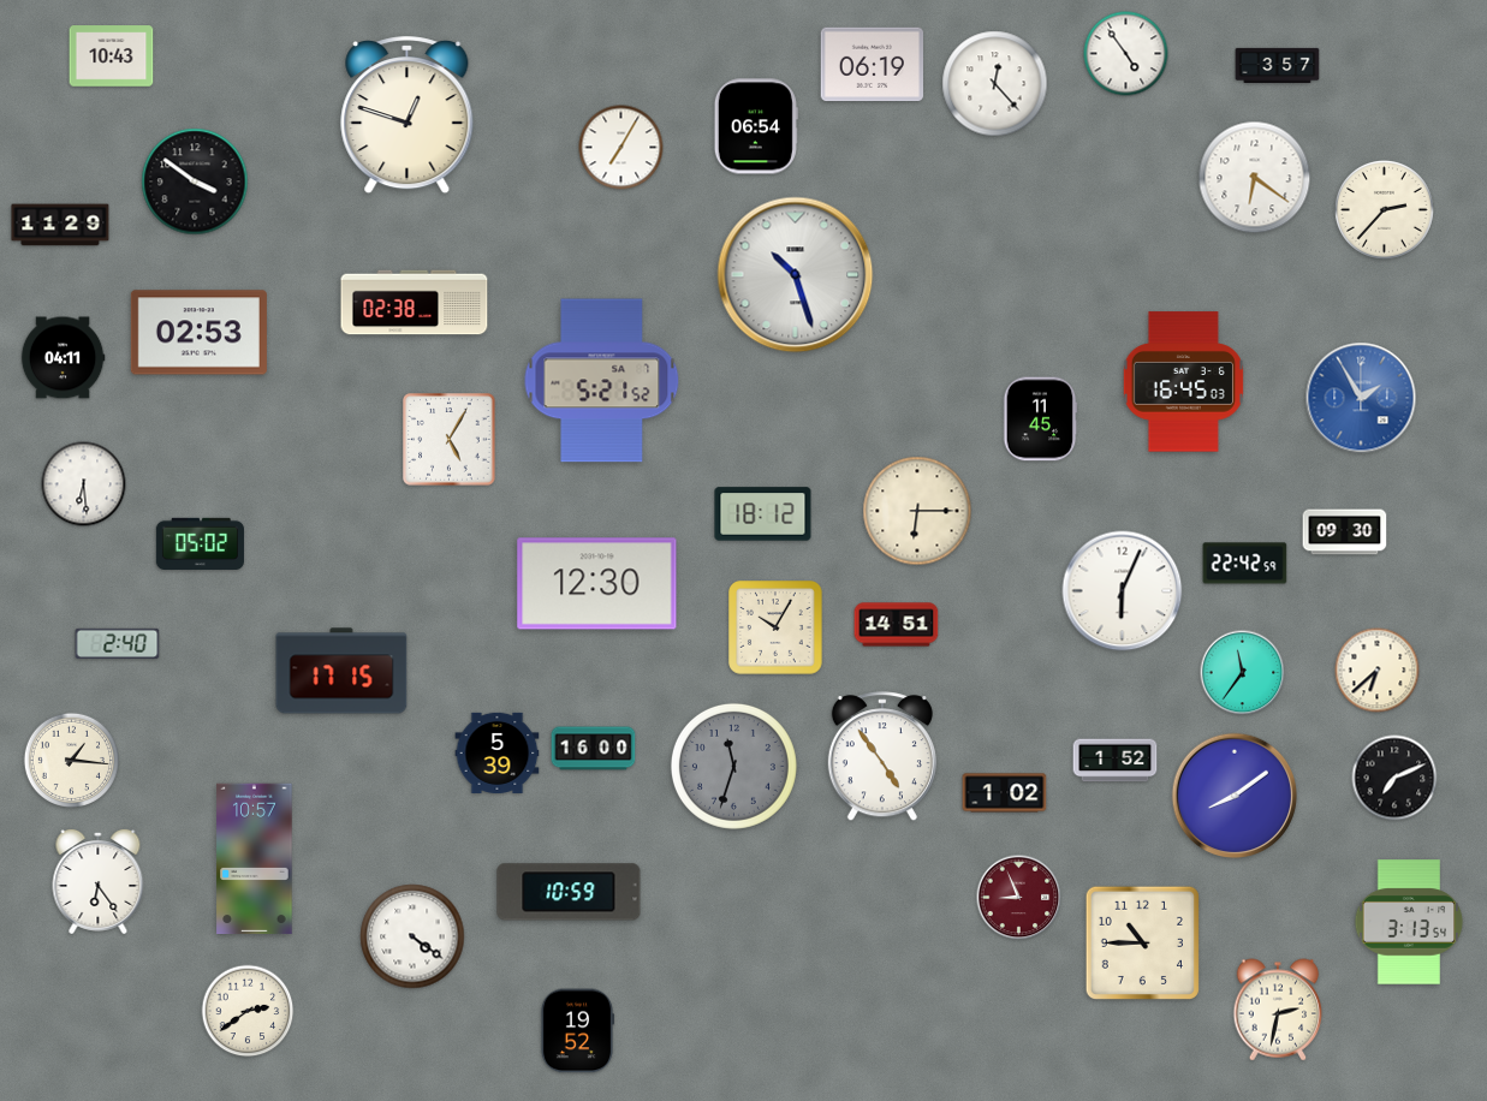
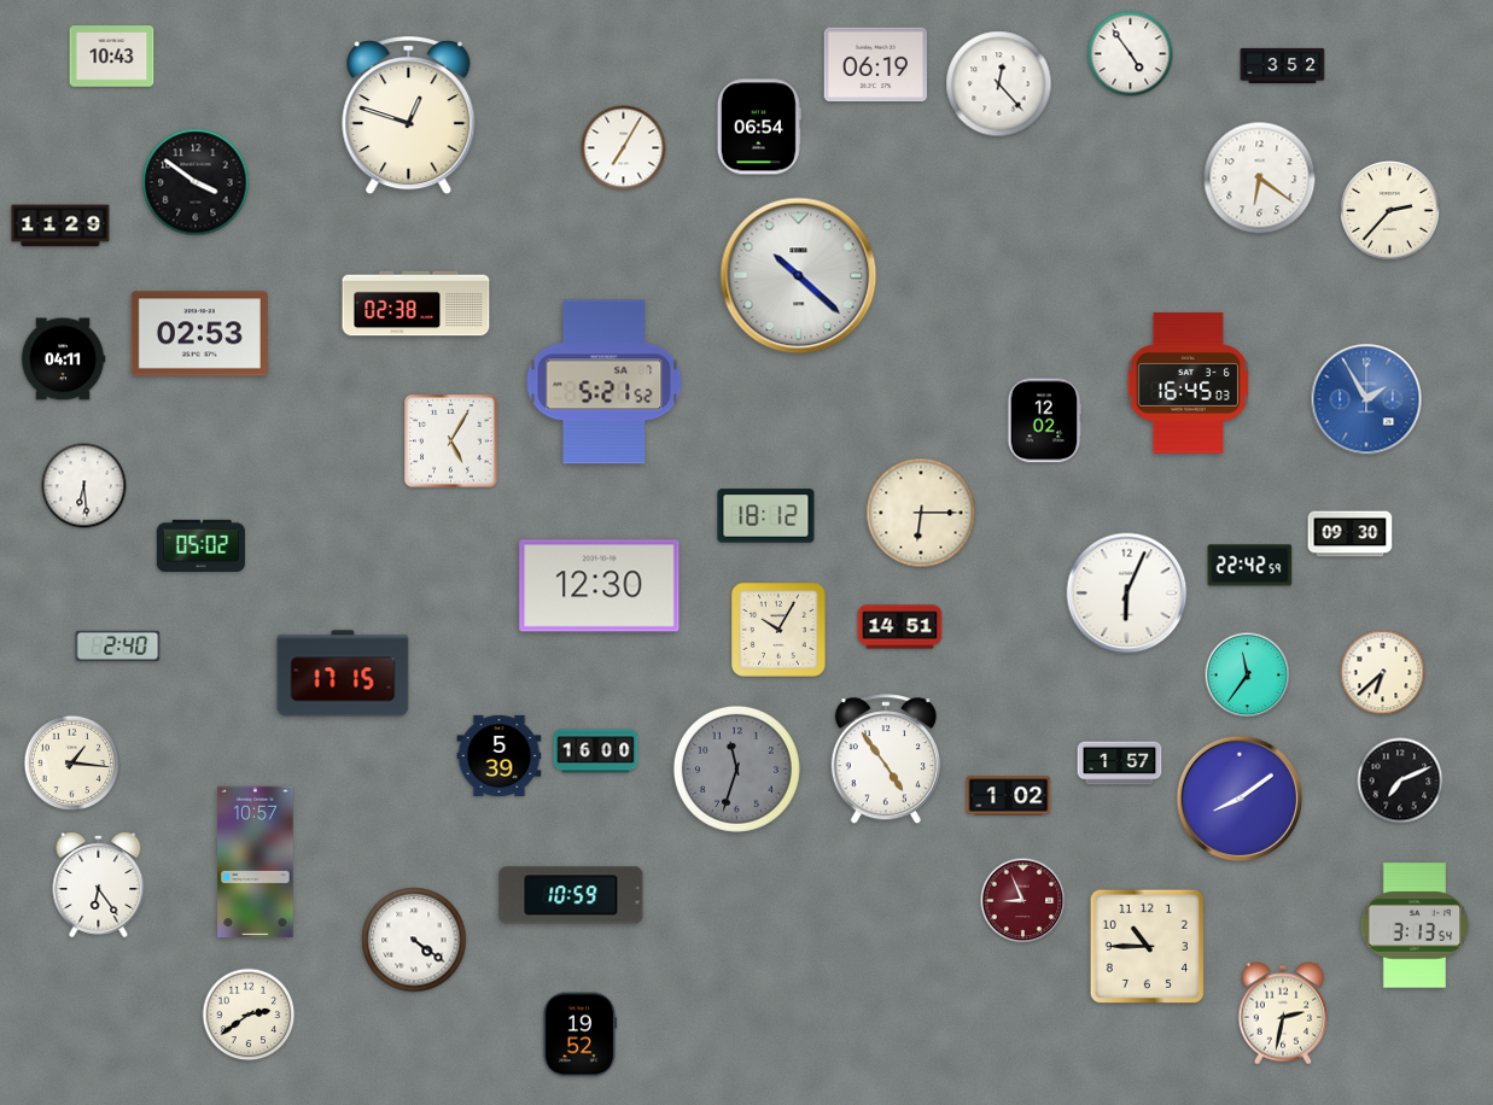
clock at (1278, 65): 3:57 -> 3:52
clock at (796, 275): 10:27 -> 10:22
clock at (1040, 419): 11:45 -> 12:02
clock at (1116, 761): 1:52 -> 1:57
